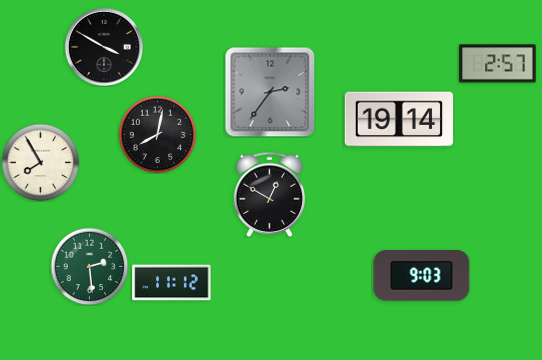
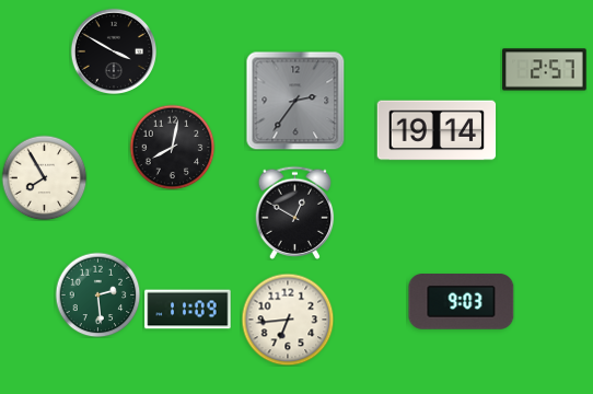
clock at (89, 266) position: (89, 266) -> (97, 294)
clock at (172, 283): 11:12 -> 11:09
clock at (288, 320): none -> 6:44
